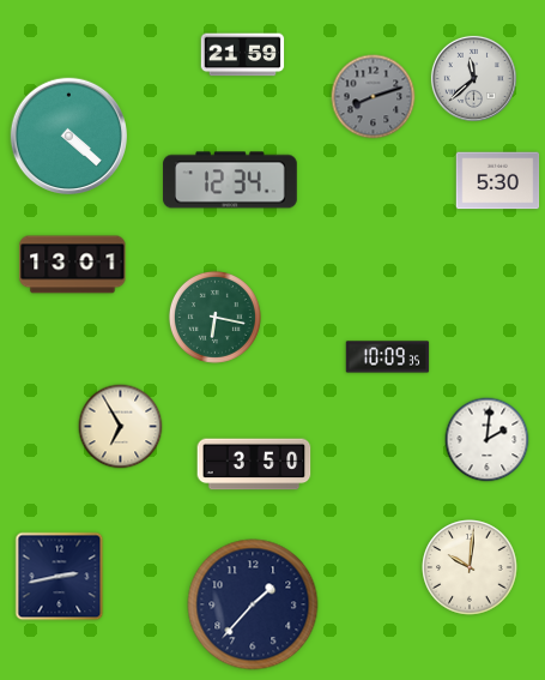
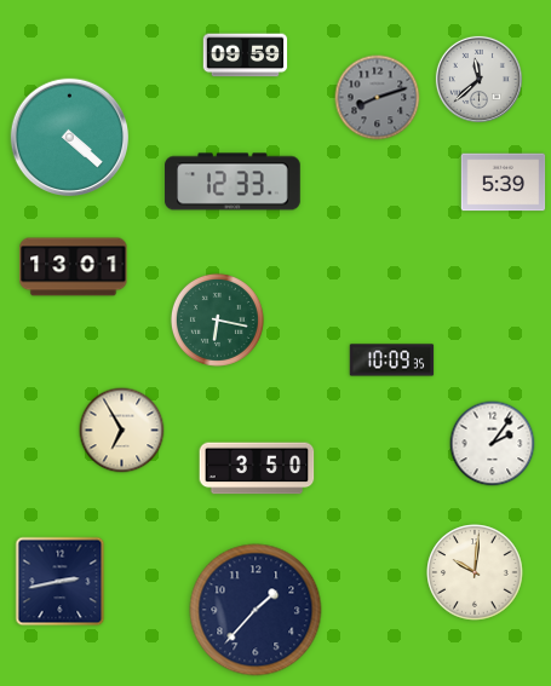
clock at (243, 55): 21:59 -> 09:59
clock at (230, 180): 12:34 -> 12:33
clock at (498, 181): 5:30 -> 5:39
clock at (488, 440): 2:01 -> 2:06
